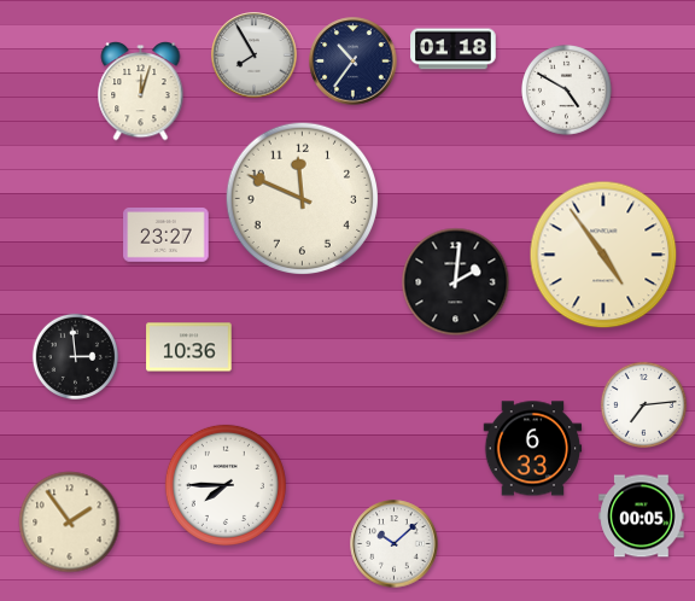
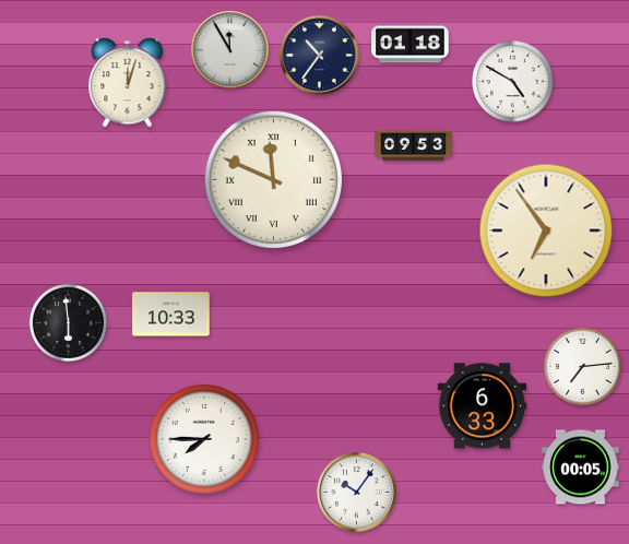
clock at (255, 56): 7:55 -> 11:55
clock at (414, 146): none -> 09:53
clock at (302, 198) numerals: Arabic -> Roman
clock at (167, 235): 23:27 -> none
clock at (603, 255): 4:54 -> 6:54
clock at (456, 282): 2:01 -> none
clock at (189, 348): 10:36 -> 10:33
clock at (75, 356): 2:59 -> 5:59
clock at (70, 523): 1:54 -> none
clock at (395, 544): 10:08 -> 10:06
